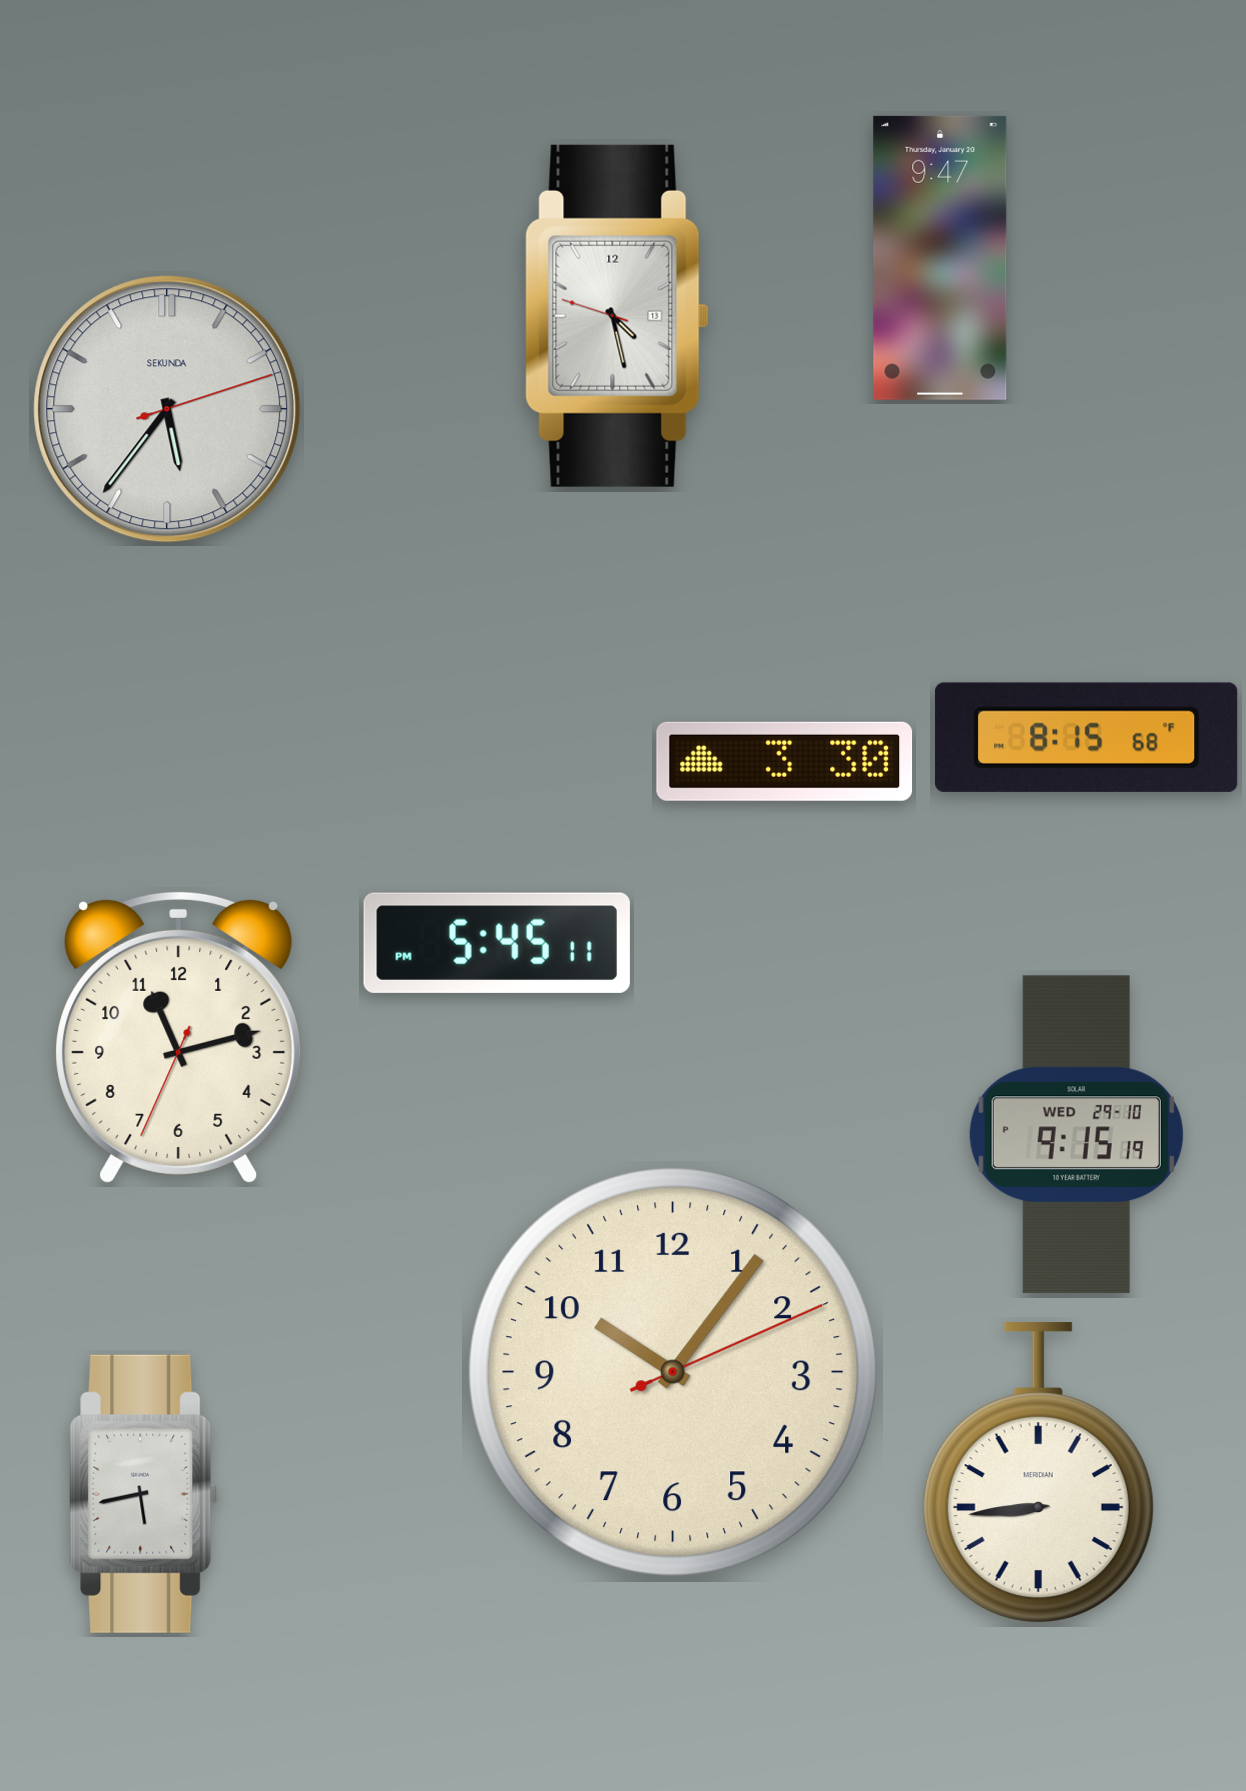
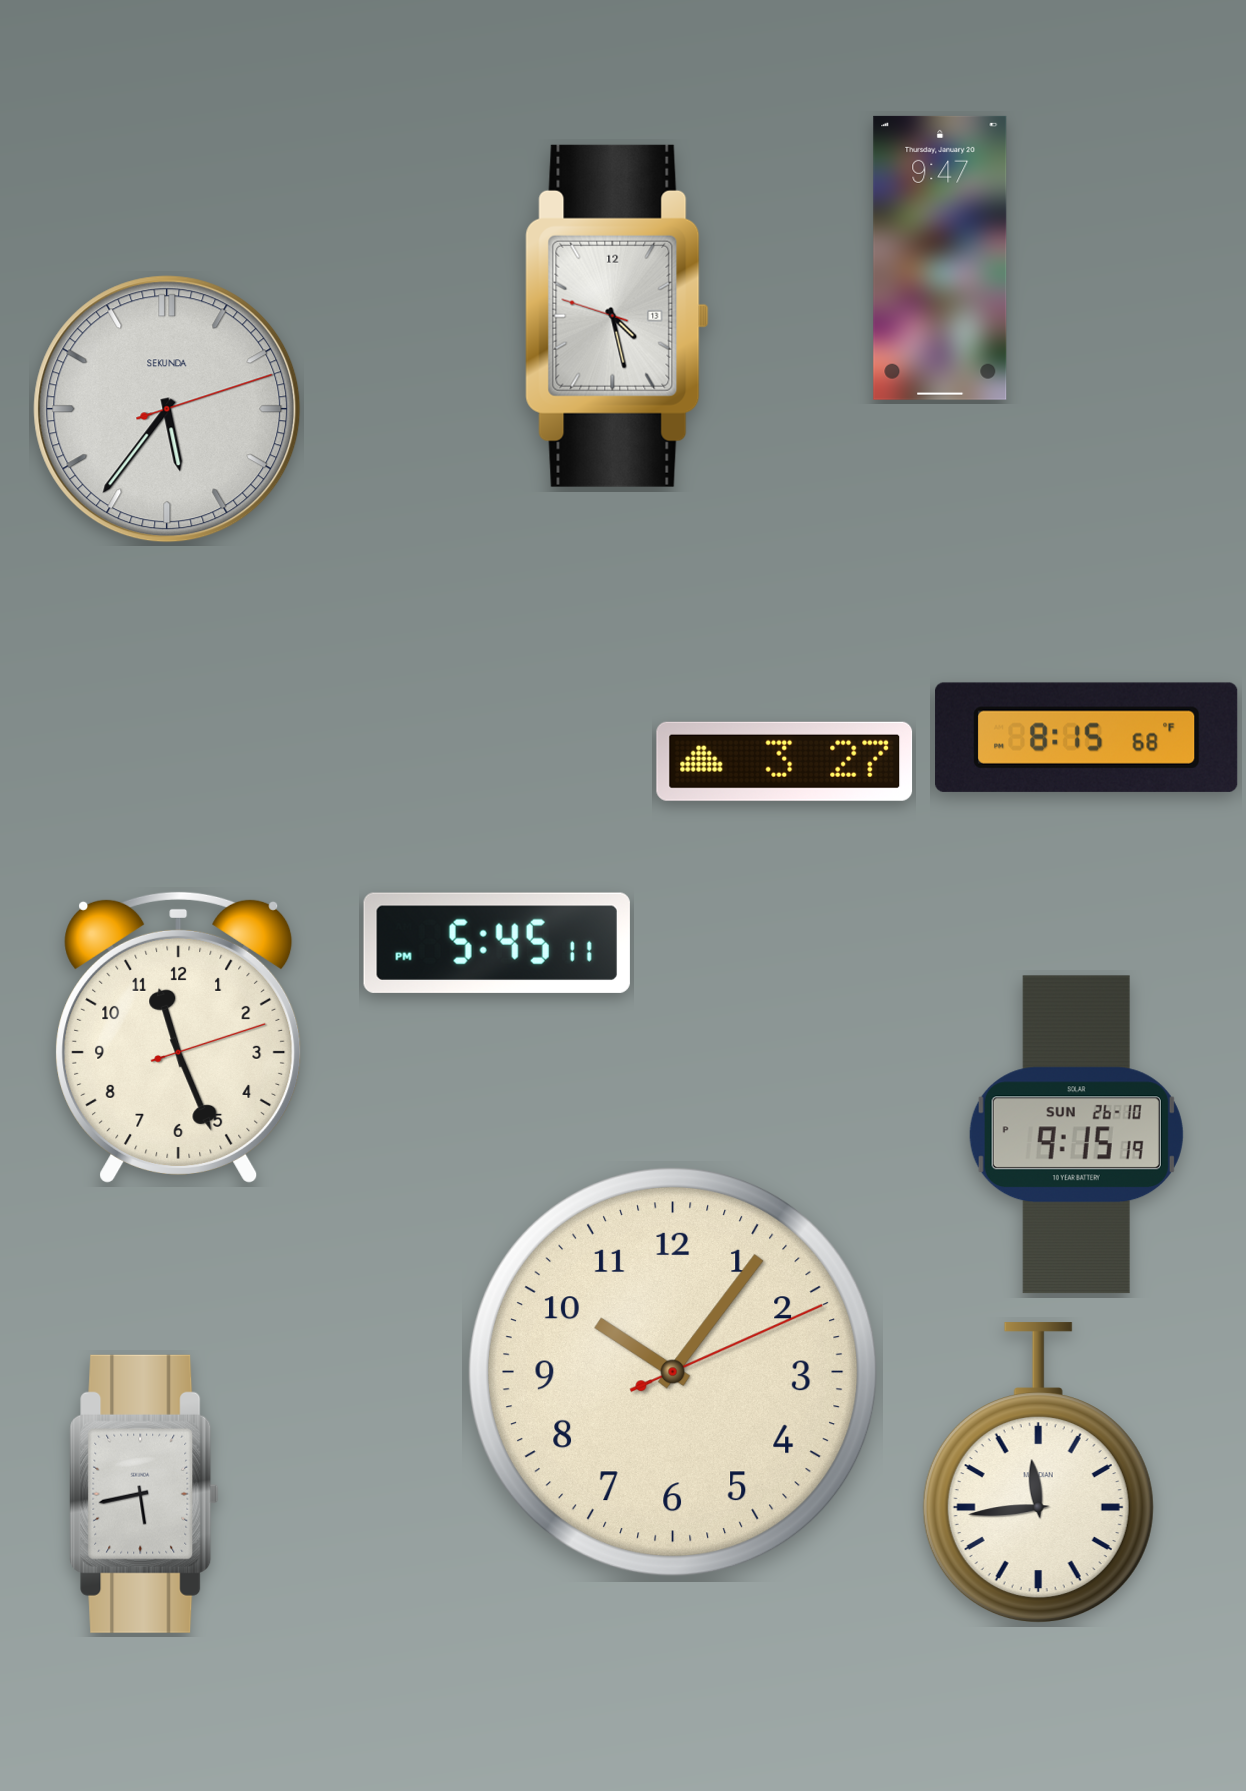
clock at (785, 761): 3:30 -> 3:27
clock at (179, 1037): 11:12 -> 11:26
clock at (1076, 1135) date: WED 29-10 -> SUN 26-10
clock at (1038, 1472): 8:44 -> 11:44
